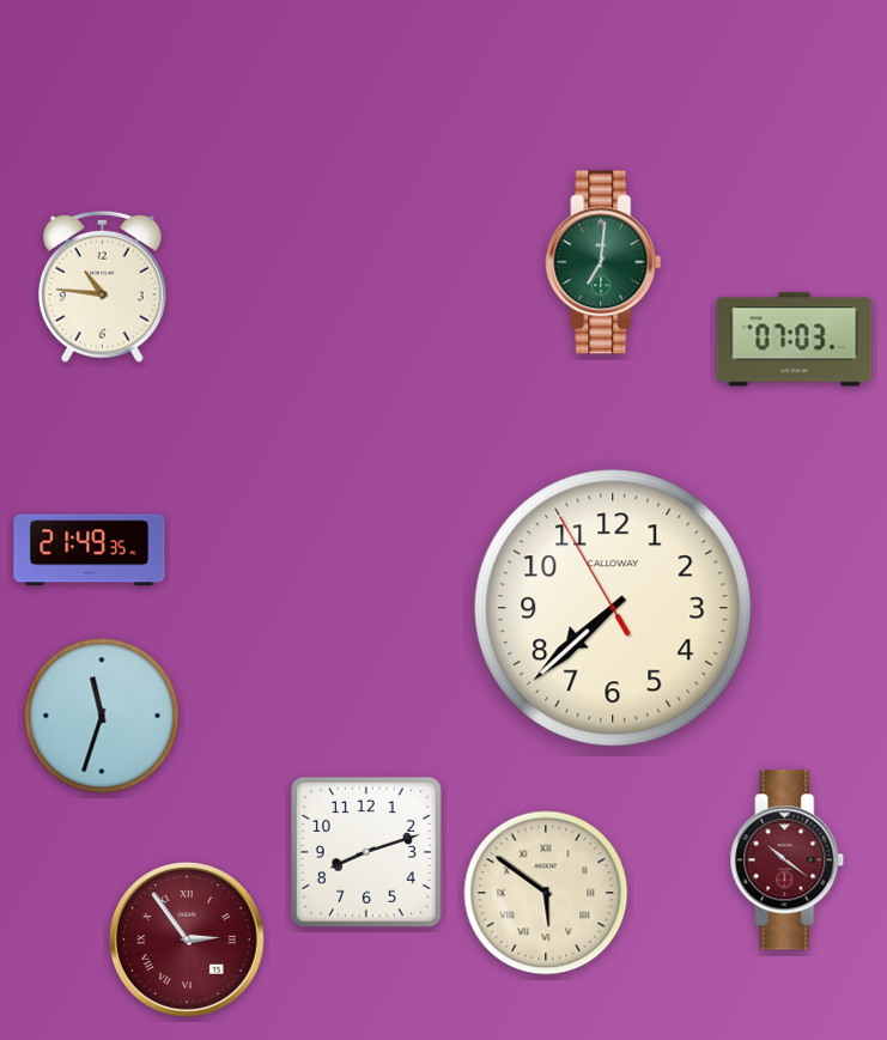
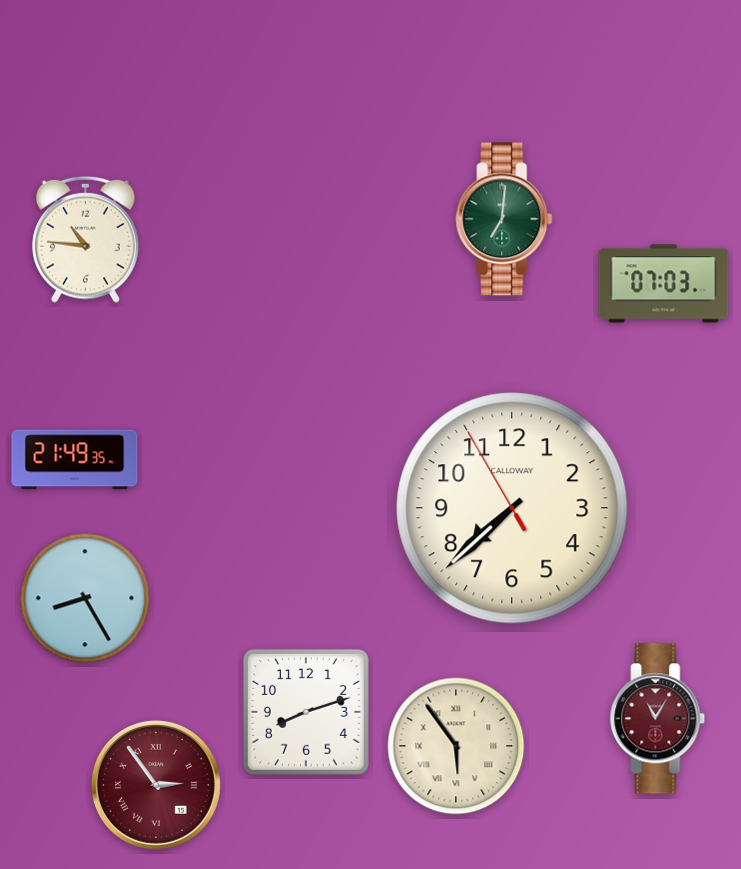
clock at (102, 716): 11:33 -> 8:25
clock at (788, 860): 10:21 -> 11:05
clock at (546, 893): 5:51 -> 5:54
